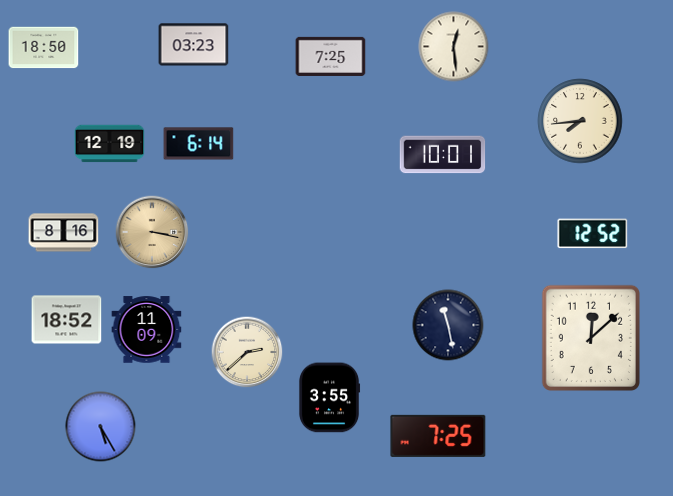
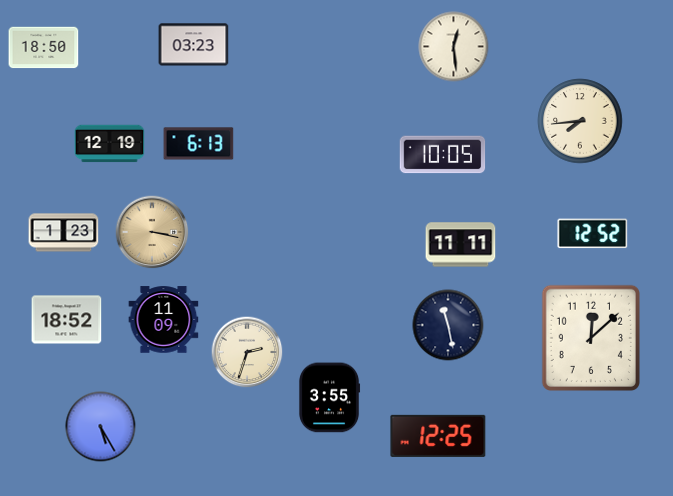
clock at (331, 56): 7:25 -> none
clock at (199, 144): 6:14 -> 6:13
clock at (443, 155): 10:01 -> 10:05
clock at (64, 233): 8:16 -> 1:23
clock at (461, 245): none -> 11:11
clock at (147, 330) position: (147, 330) -> (164, 320)
clock at (247, 352): 2:38 -> 2:33
clock at (438, 436): 7:25 -> 12:25
